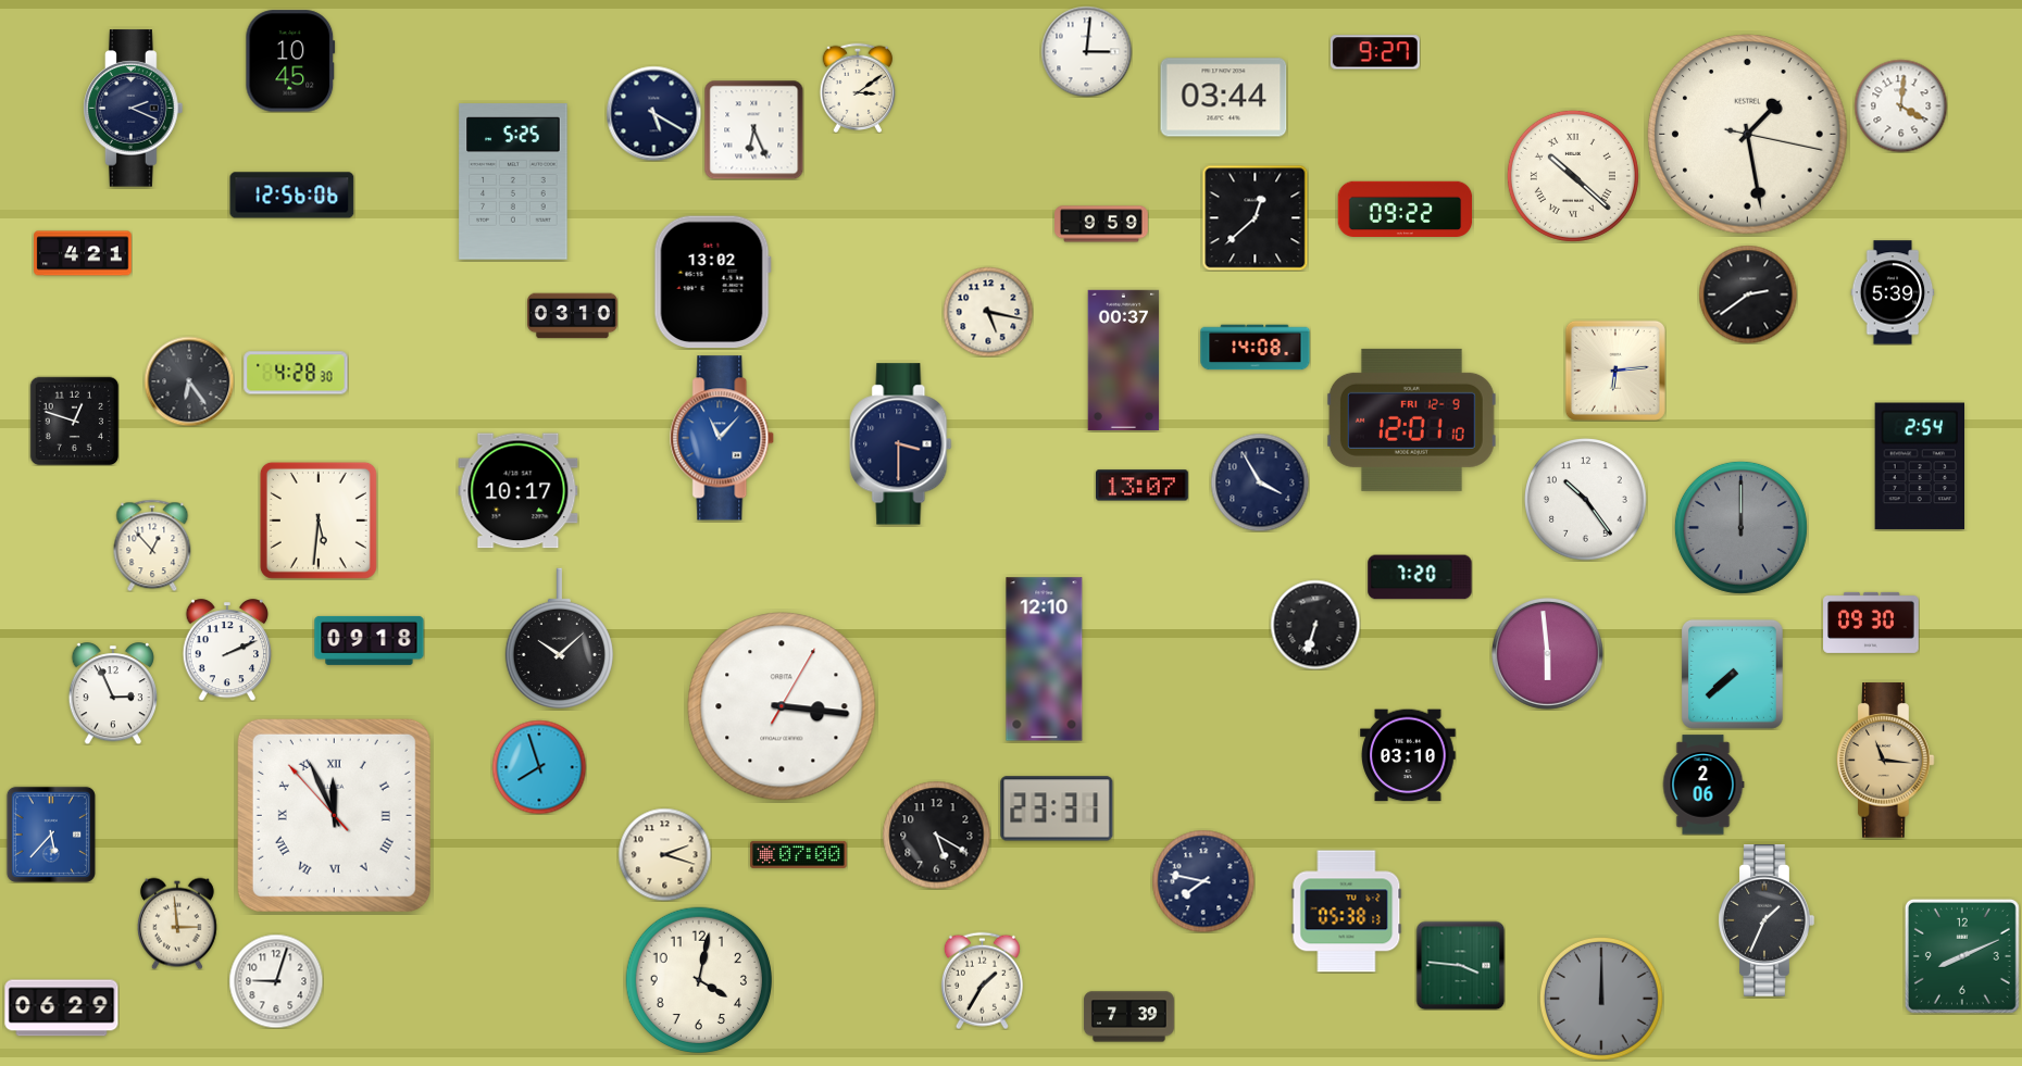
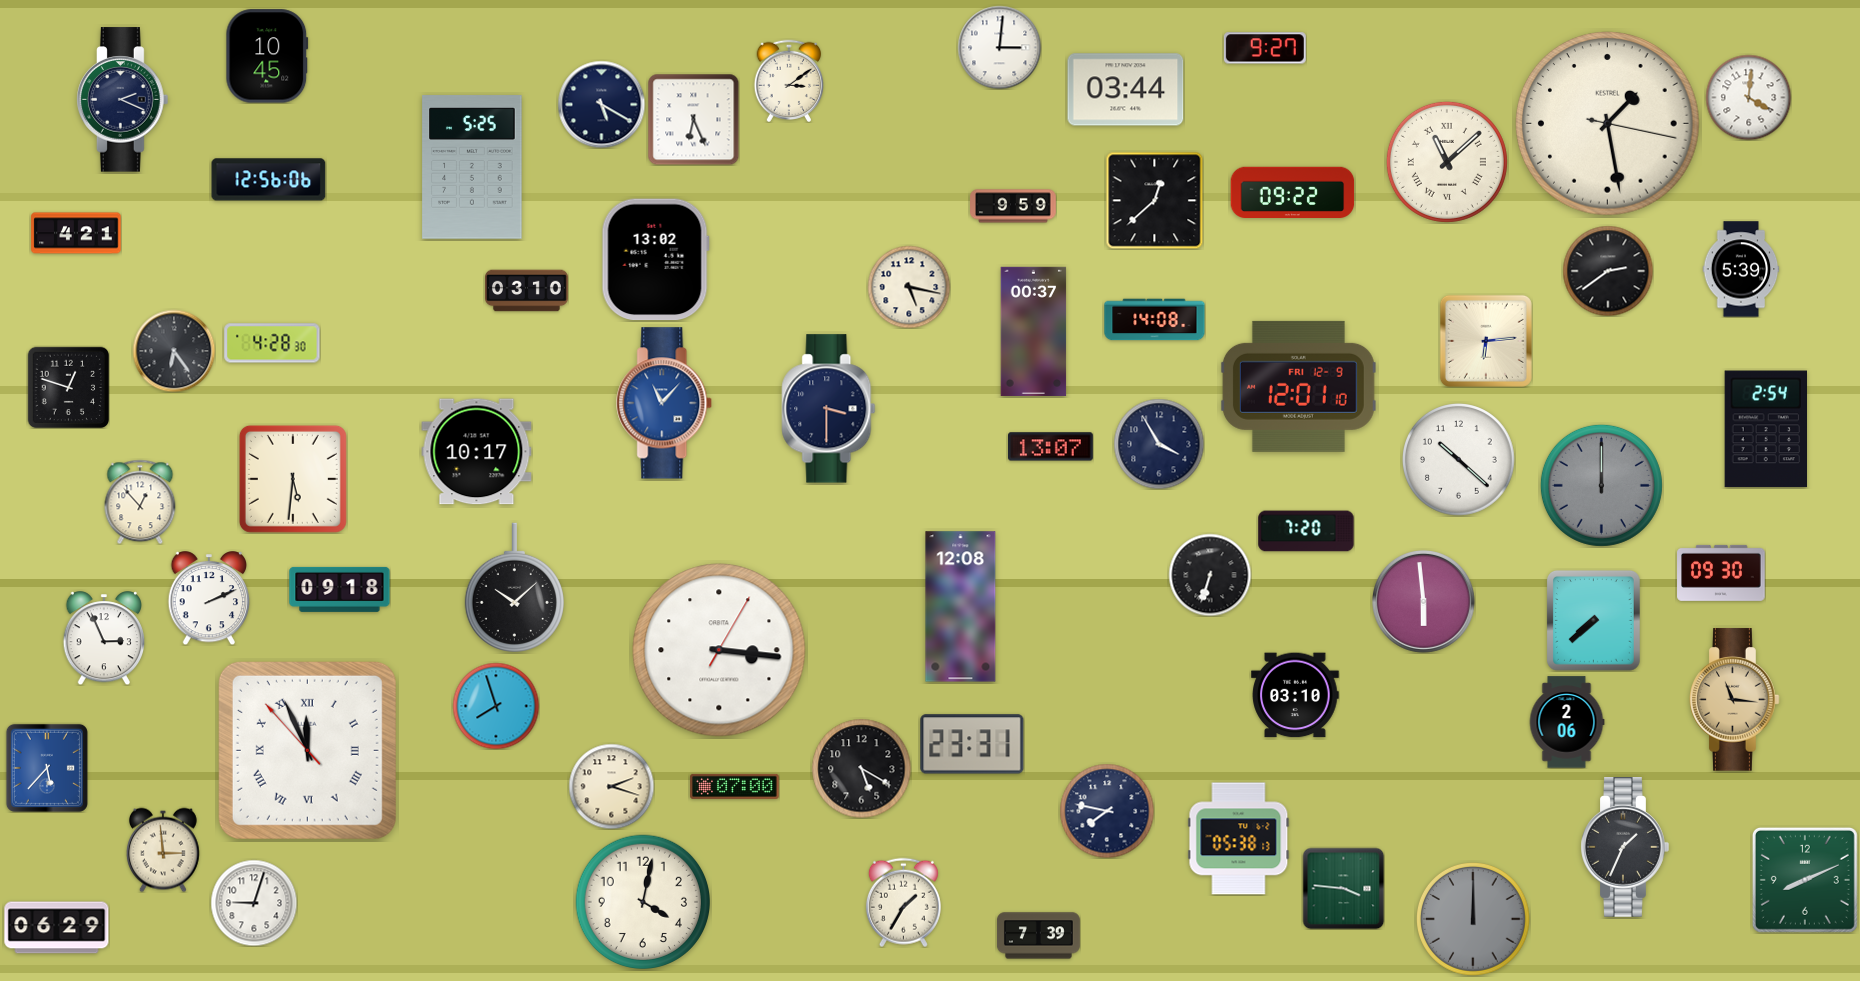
clock at (1573, 176): 10:22 -> 11:08
clock at (1586, 500): 10:24 -> 10:22
clock at (1045, 660): 12:10 -> 12:08
